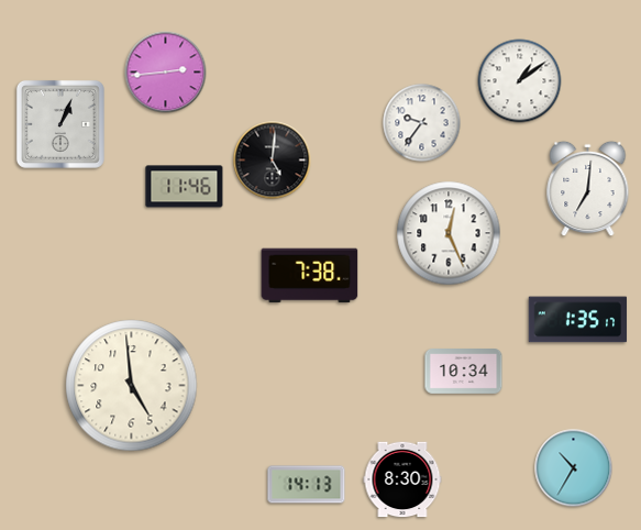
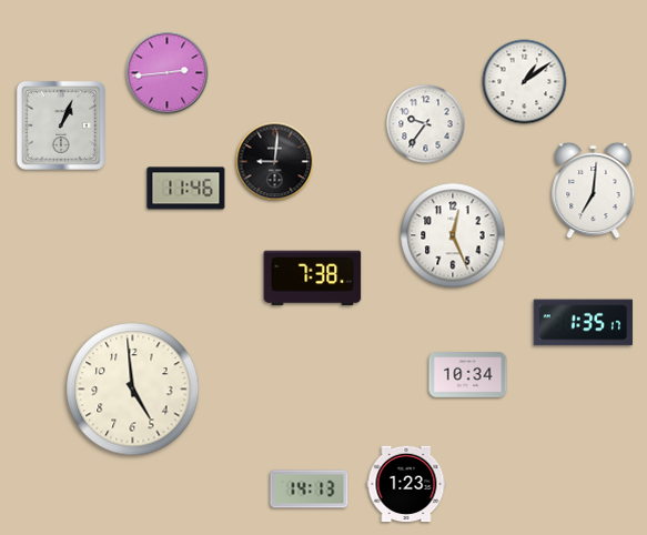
clock at (273, 161): 5:01 -> 9:01
clock at (574, 468): 10:35 -> none
clock at (402, 479): 8:30 -> 1:23
